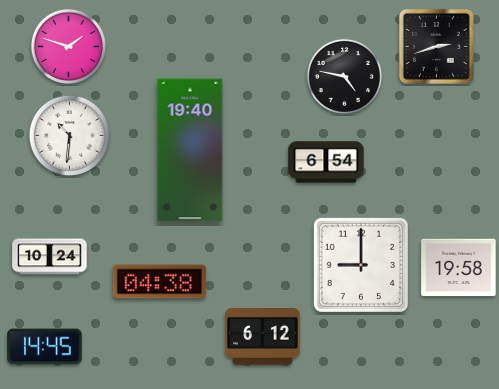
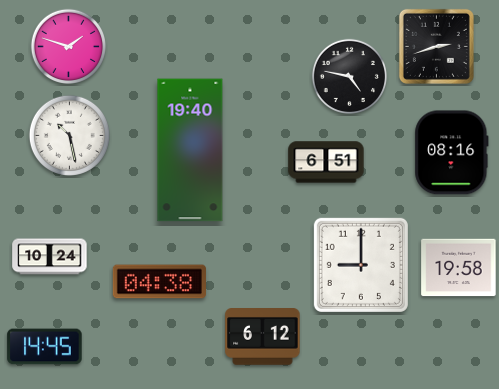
clock at (344, 76) position: (344, 76) -> (349, 76)
clock at (69, 135): 10:31 -> 10:28
clock at (452, 153): none -> 08:16
clock at (326, 162): 6:54 -> 6:51
